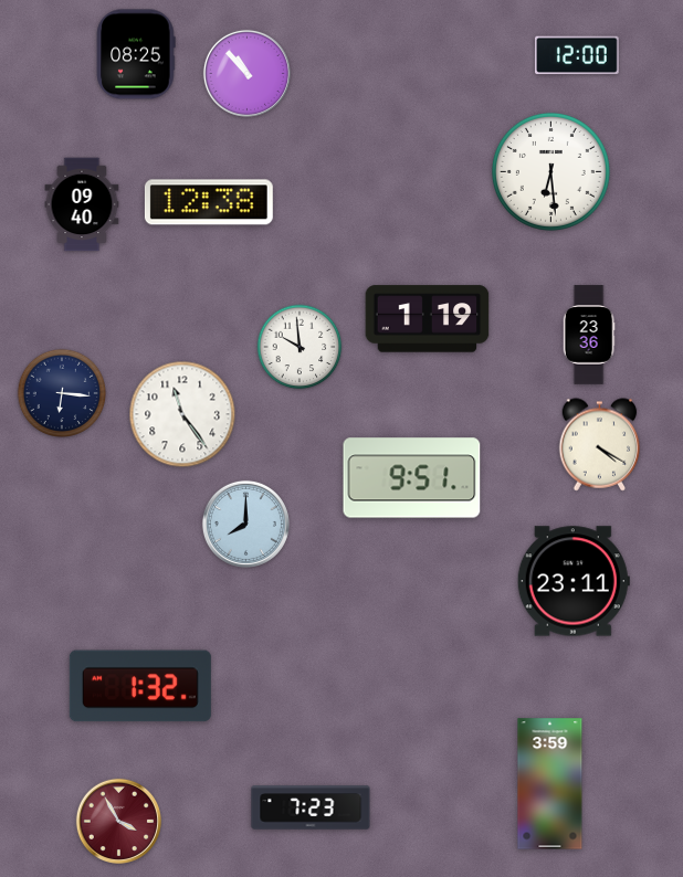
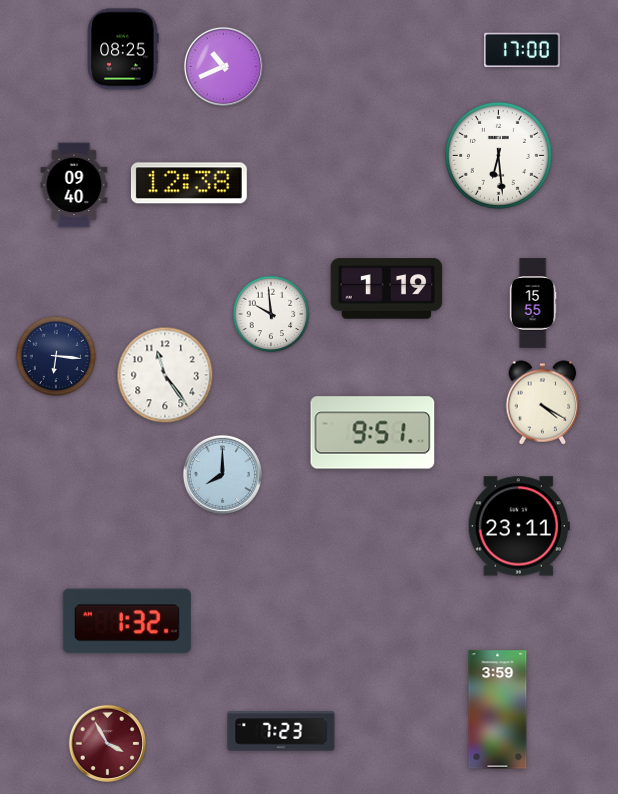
clock at (578, 55): 12:00 -> 17:00
clock at (246, 73): 10:53 -> 10:41
clock at (589, 335): 23:36 -> 15:55
